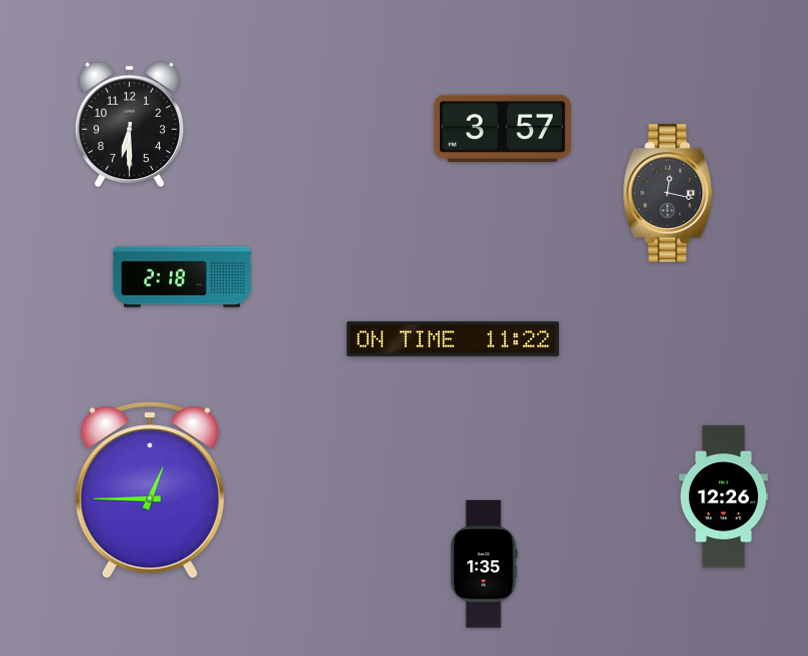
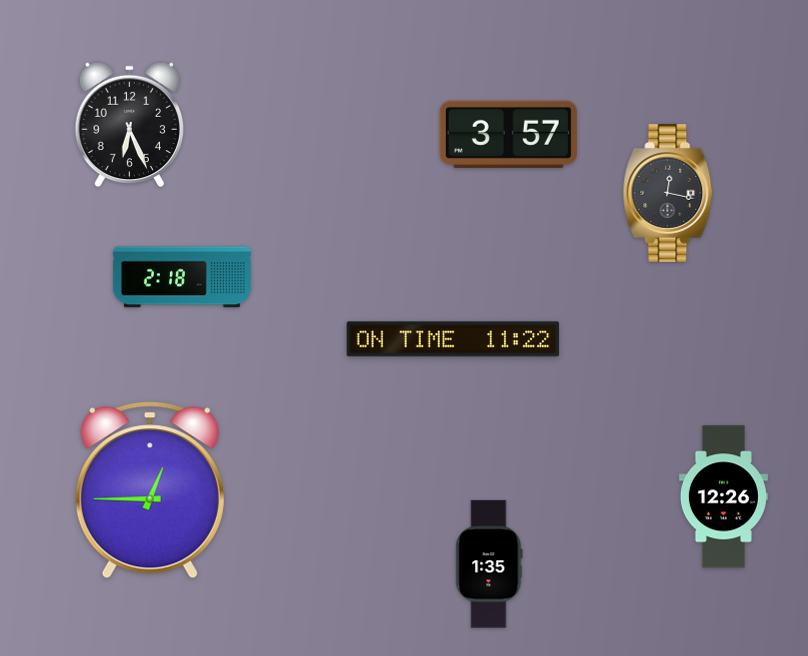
clock at (129, 125): 6:30 -> 6:26
clock at (502, 128) position: (502, 128) -> (508, 134)
clock at (484, 564) position: (484, 564) -> (489, 564)
